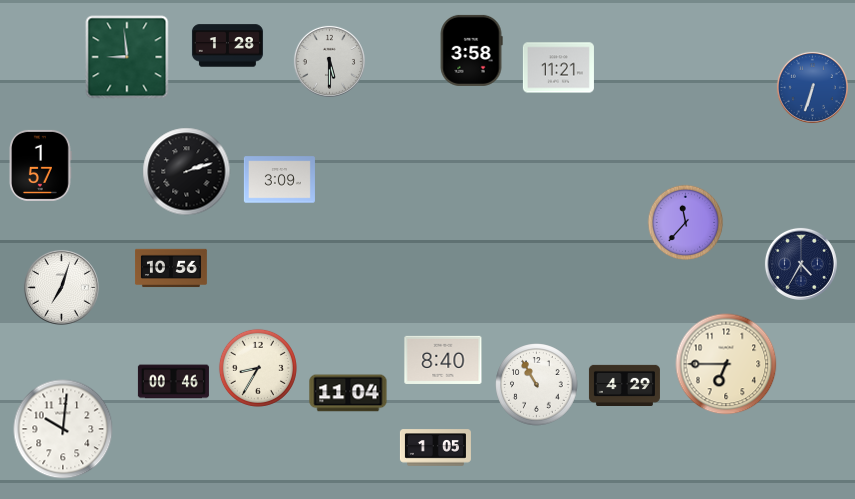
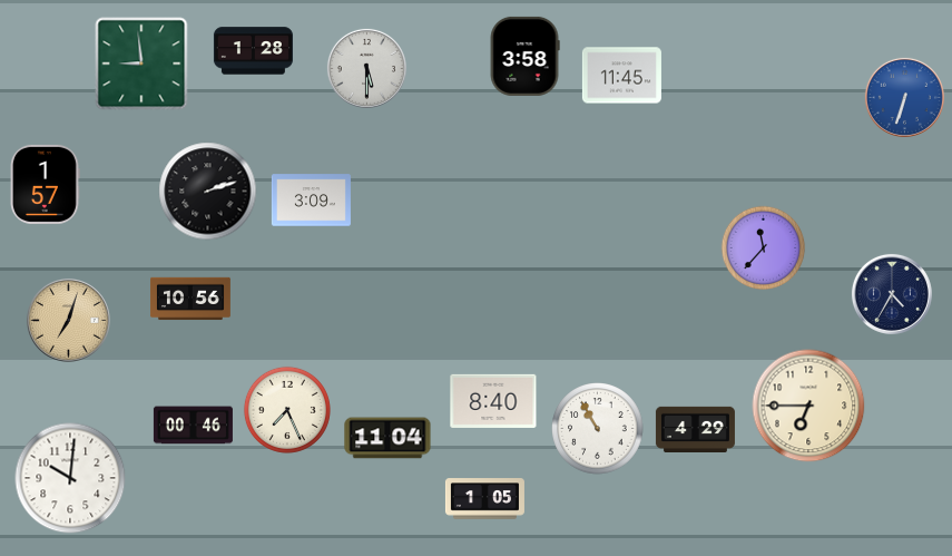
clock at (558, 68): 11:21 -> 11:45
clock at (61, 287) dial: white -> champagne
clock at (258, 368): 8:35 -> 7:26
